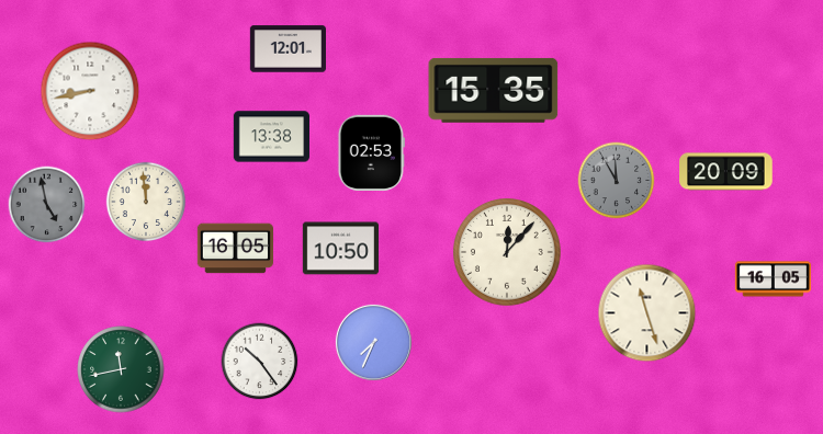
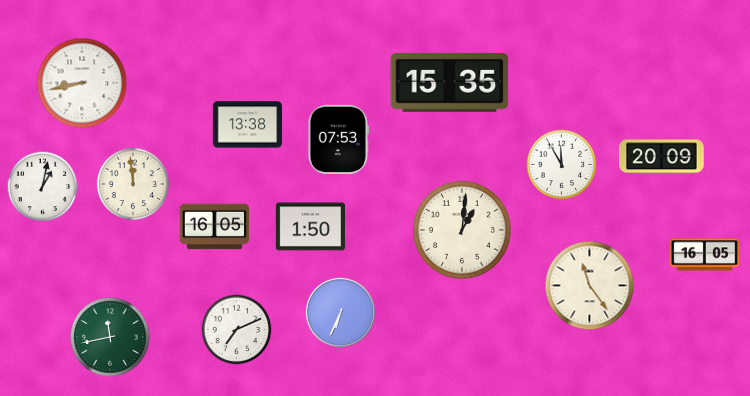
clock at (288, 49): 12:01 -> none
clock at (371, 152): 02:53 -> 07:53
clock at (617, 181) dial: grey -> white
clock at (47, 205): 4:58 -> 1:02
clock at (47, 205) dial: grey -> white
clock at (340, 249): 10:50 -> 1:50
clock at (508, 253): 12:07 -> 1:01
clock at (647, 313): 11:27 -> 11:24
clock at (373, 342): 7:34 -> 6:34
clock at (260, 362): 10:24 -> 7:11
